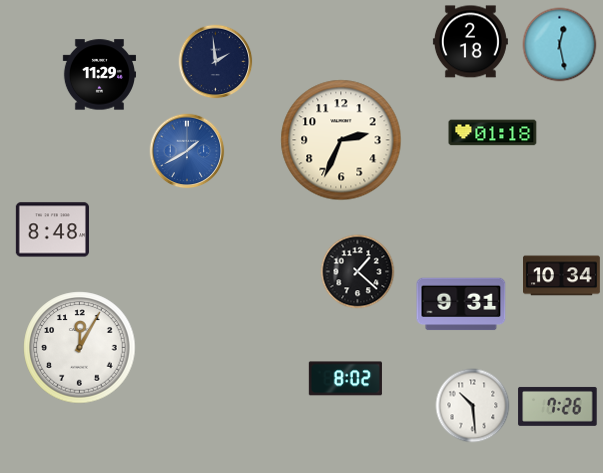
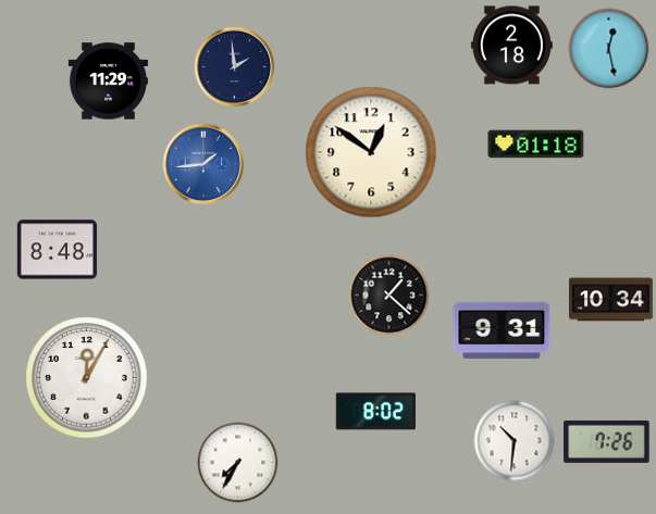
clock at (341, 140): 2:34 -> 12:51
clock at (187, 151): 1:40 -> 1:44
clock at (473, 406): 10:29 -> 10:31
clock at (238, 463): none -> 7:35
